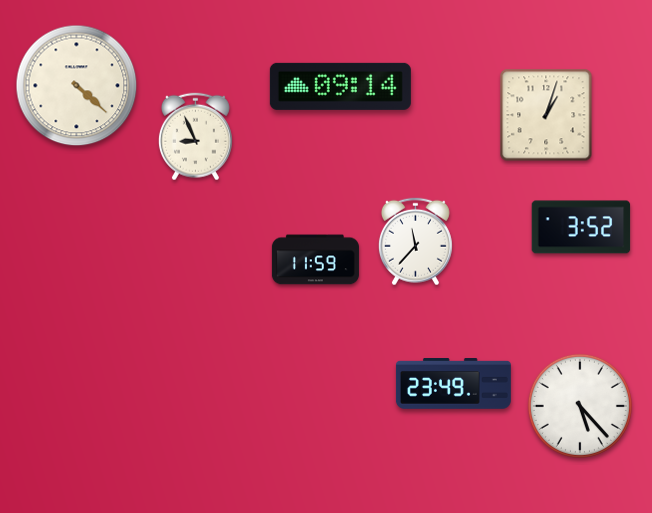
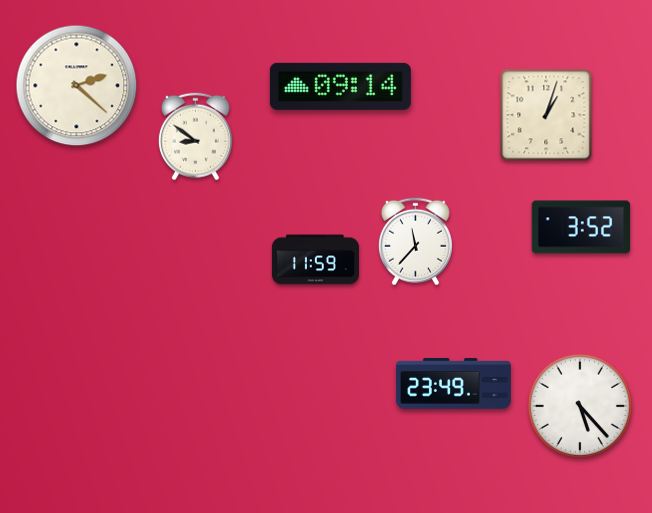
clock at (77, 86): 4:22 -> 2:22
clock at (195, 137): 8:56 -> 8:51
